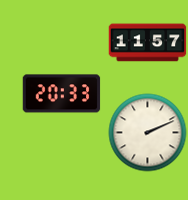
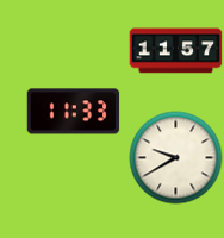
clock at (61, 94): 20:33 -> 11:33
clock at (147, 132): 2:11 -> 9:40
